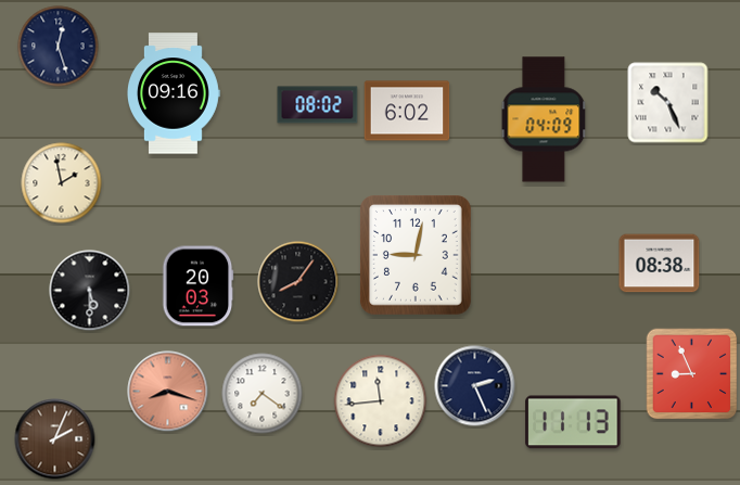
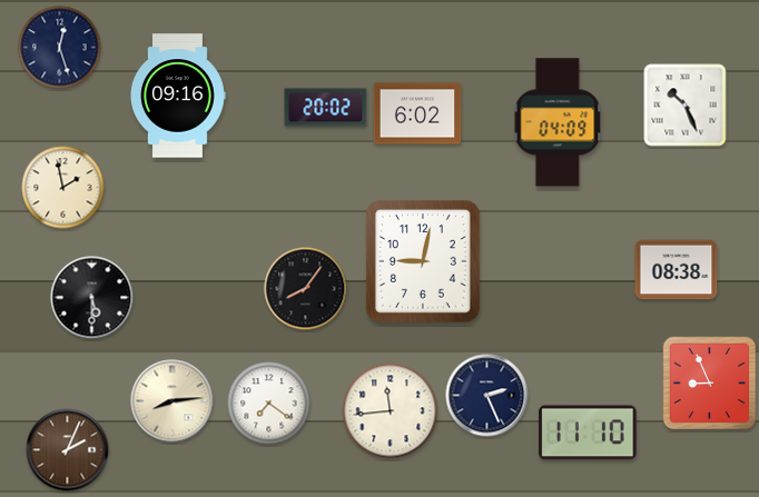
clock at (318, 105): 08:02 -> 20:02
clock at (417, 256) position: (417, 256) -> (424, 262)
clock at (199, 286): 20:03 -> none
clock at (168, 392): 8:18 -> 8:14
clock at (168, 392) dial: salmon -> cream
clock at (573, 422): 11:13 -> 11:10
clock at (55, 439) position: (55, 439) -> (68, 450)
